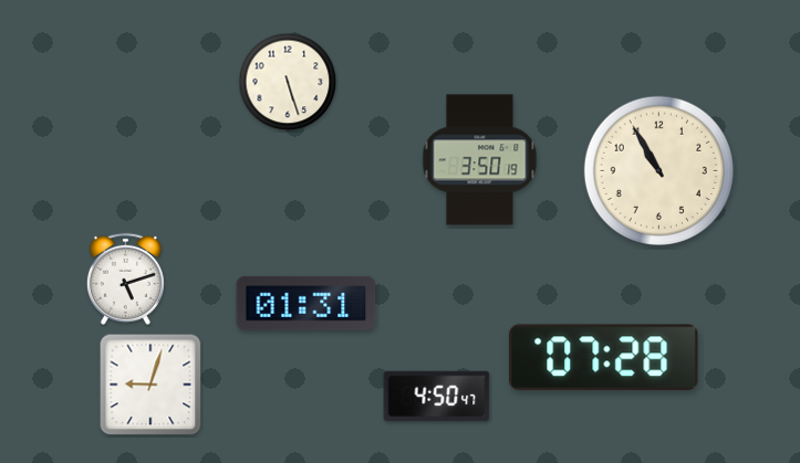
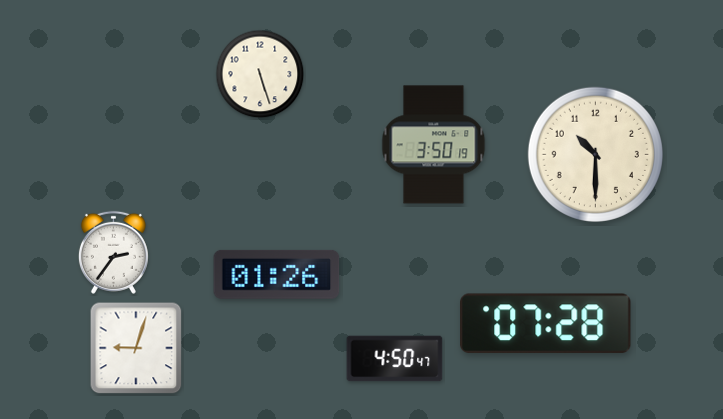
clock at (658, 170): 10:55 -> 10:30
clock at (125, 278): 5:12 -> 2:36
clock at (307, 303): 01:31 -> 01:26
